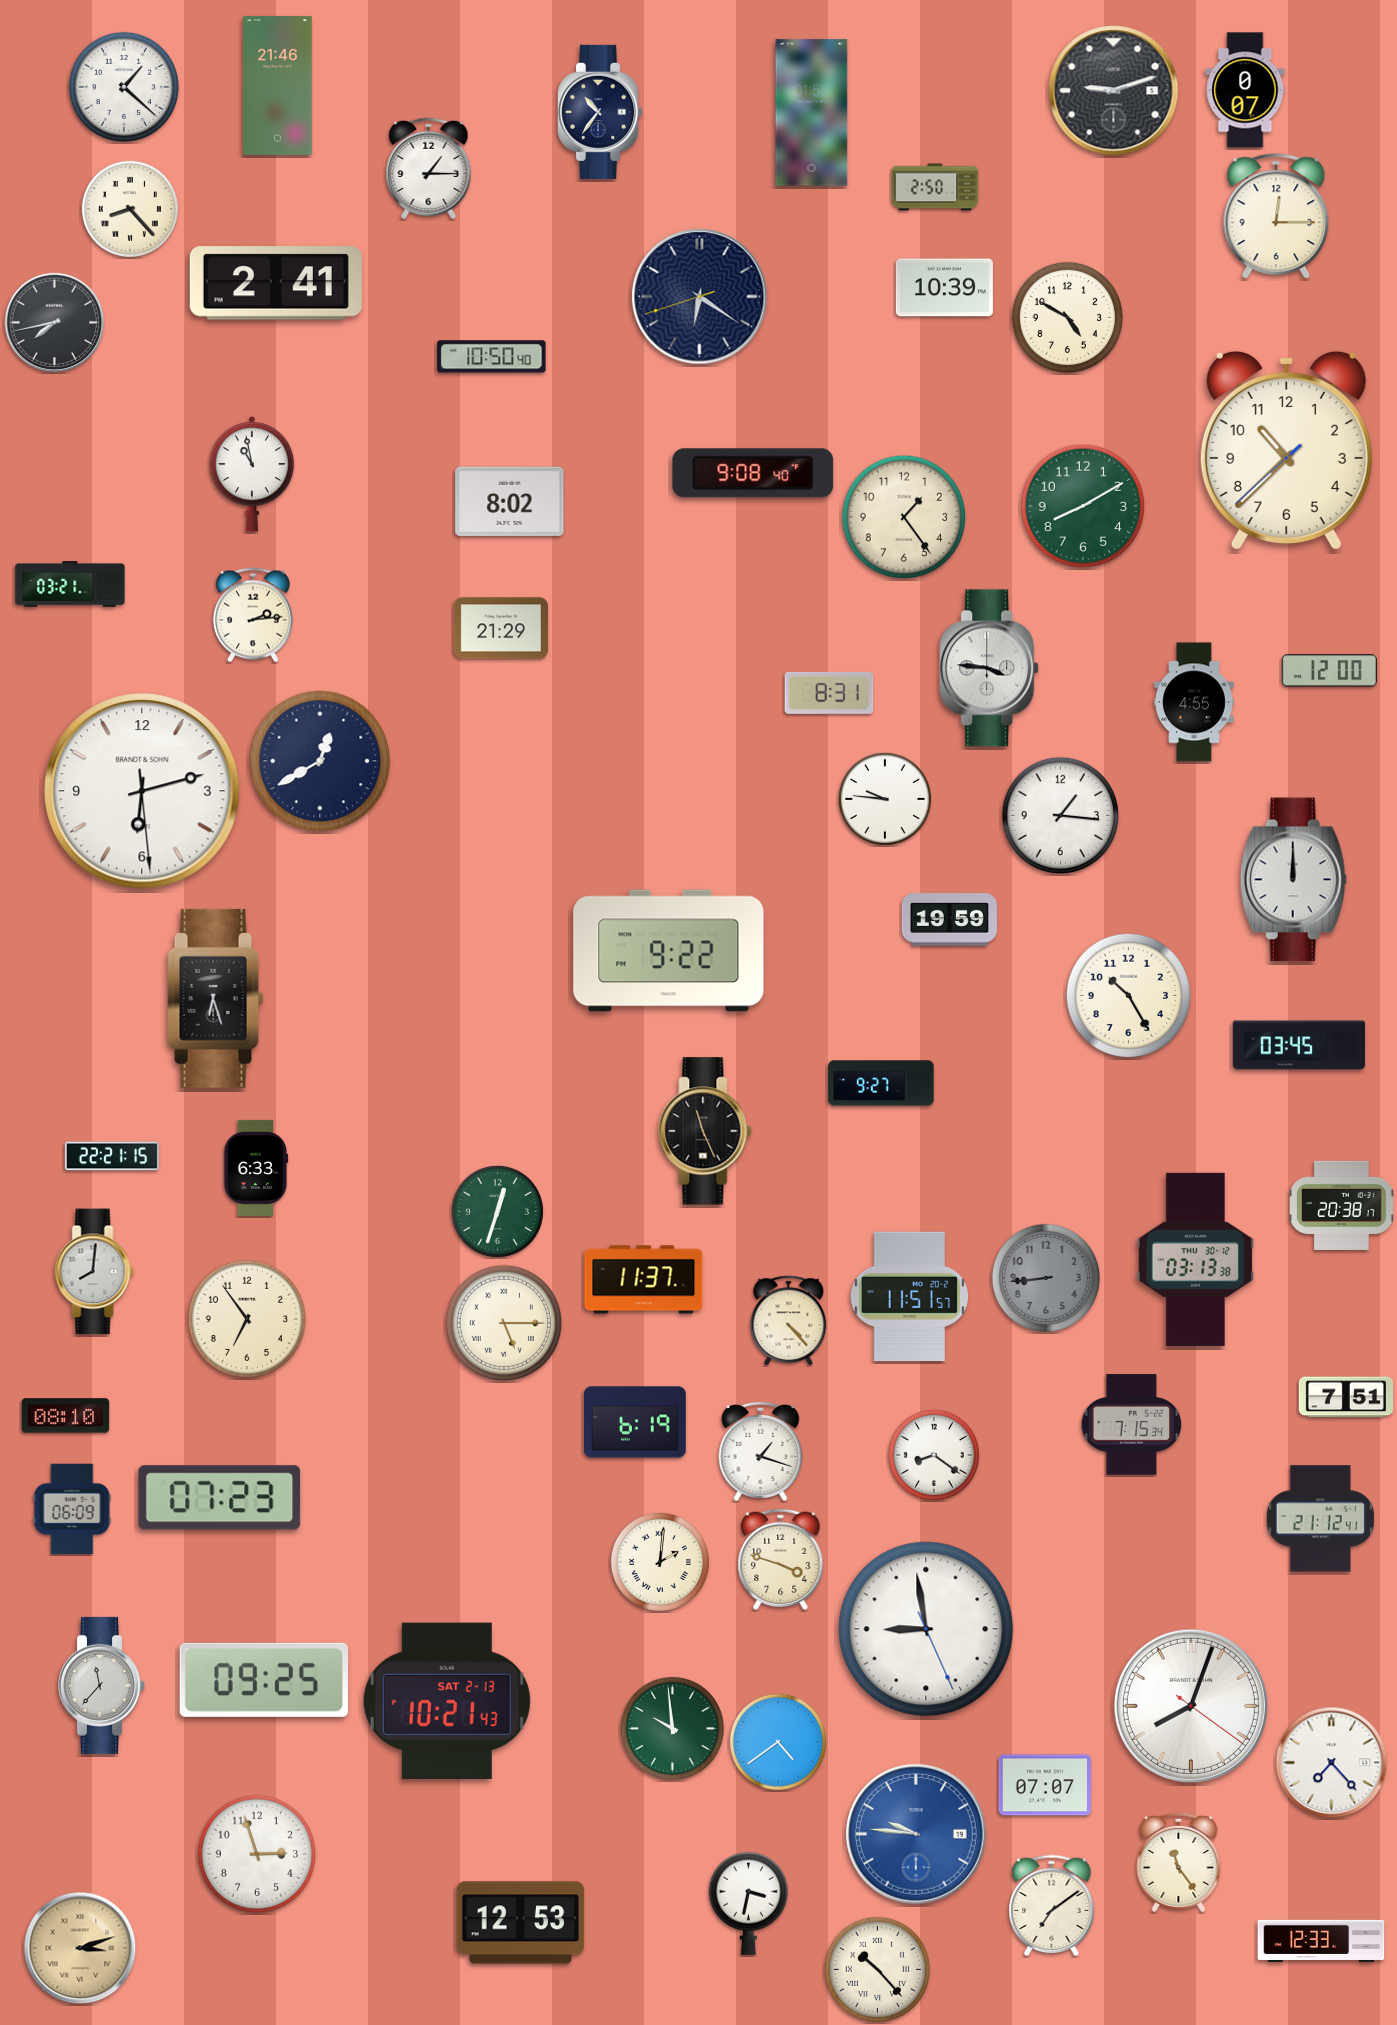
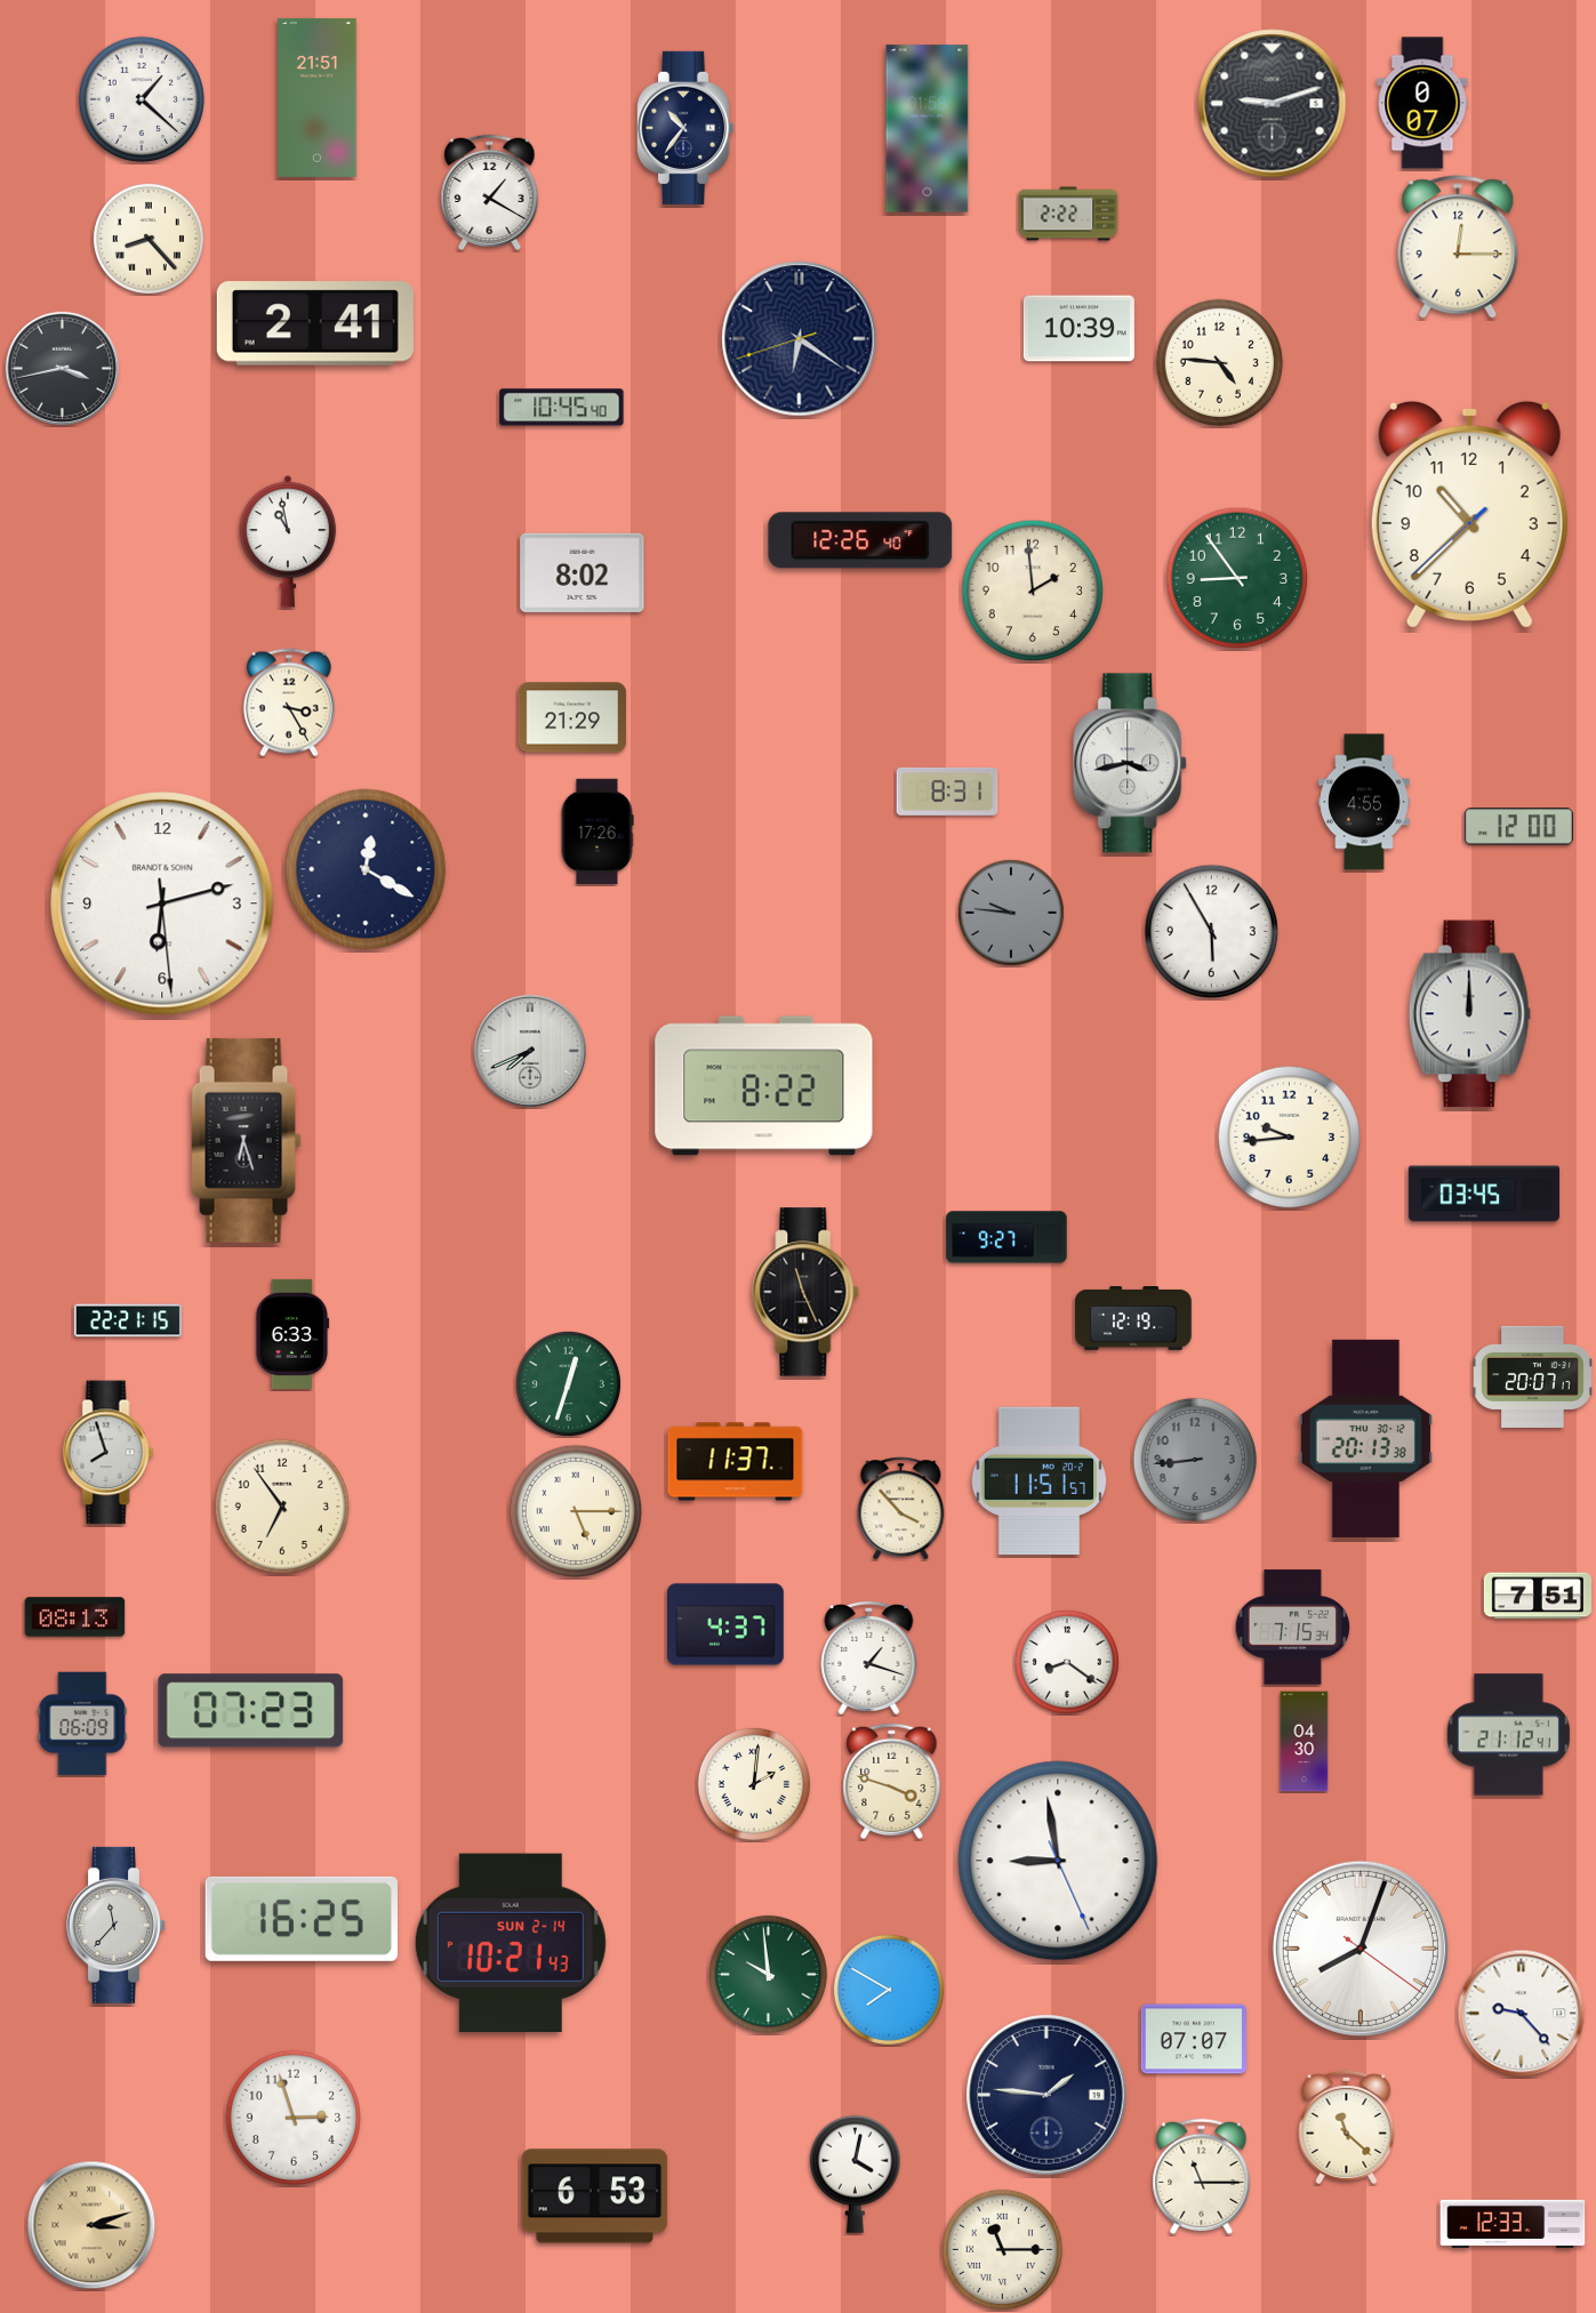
clock at (278, 85): 21:46 -> 21:51
clock at (429, 169): 1:15 -> 1:20
clock at (935, 187): 2:50 -> 2:22
clock at (1067, 317): 4:50 -> 4:46
clock at (55, 323): 7:43 -> 3:43
clock at (492, 357): 10:50 -> 10:45
clock at (753, 473): 9:08 -> 12:26
clock at (1083, 506): 8:10 -> 8:54
clock at (904, 517): 1:24 -> 1:59
clock at (70, 584): 03:21 -> none
clock at (253, 615): 2:14 -> 3:25
clock at (990, 668): 3:46 -> 3:43
clock at (1329, 671) position: (1329, 671) -> (1518, 827)
clock at (598, 832): none -> 17:26
clock at (320, 761): 12:40 -> 12:20
clock at (885, 799) dial: white -> grey
clock at (1060, 815): 1:16 -> 5:55
clock at (1293, 880) position: (1293, 880) -> (1469, 1014)
clock at (530, 1051): none -> 7:41
clock at (949, 920): 19:59 -> none
clock at (669, 951): 9:22 -> 8:22
clock at (1129, 996): 10:25 -> 9:44
clock at (1133, 1319): none -> 12:19
clock at (1342, 1205): 20:38 -> 20:07
clock at (1195, 1259): 03:13 -> 20:13
clock at (95, 1272): 8:01 -> 7:57
clock at (789, 1321): 4:23 -> 3:53
clock at (66, 1416): 08:10 -> 08:13
clock at (636, 1422): 6:19 -> 4:37
clock at (1305, 1742): none -> 04:30
clock at (263, 1680): 09:25 -> 16:25
clock at (447, 1701) date: SAT 2-13 -> SUN 2-14
clock at (778, 1742): 4:39 -> 7:50
clock at (1332, 1763): 7:23 -> 9:23
clock at (917, 1835): 9:46 -> 1:46
clock at (917, 1835) dial: blue -> navy
clock at (1179, 1862): 11:24 -> 11:22
clock at (748, 1903): 3:32 -> 4:02
clock at (1052, 1906): 7:09 -> 11:15
clock at (521, 1923): 12:53 -> 6:53
clock at (1321, 1941) position: (1321, 1941) -> (1513, 2224)
clock at (877, 1969): 10:23 -> 11:15
